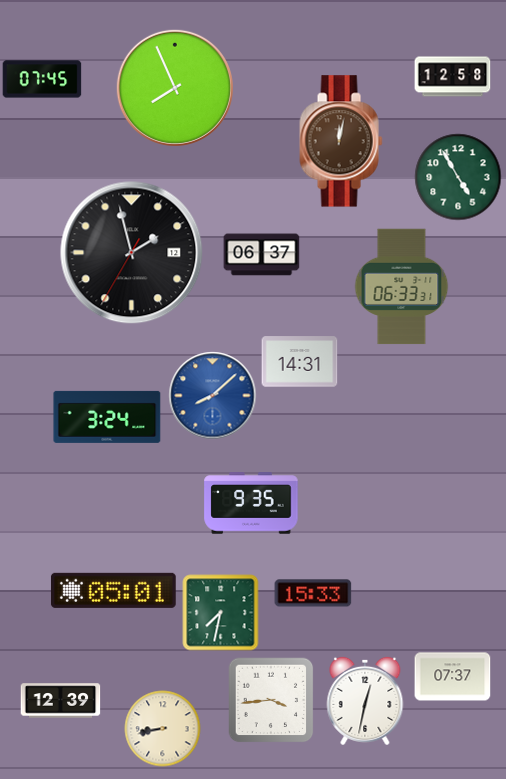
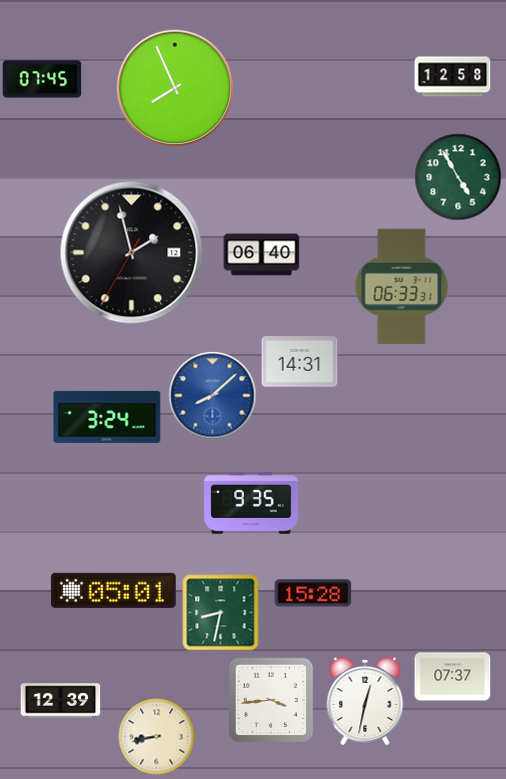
clock at (341, 141): 12:02 -> none
clock at (262, 255): 06:37 -> 06:40
clock at (313, 593): 15:33 -> 15:28
clock at (221, 613): 7:32 -> 8:32
clock at (163, 729) position: (163, 729) -> (157, 737)
